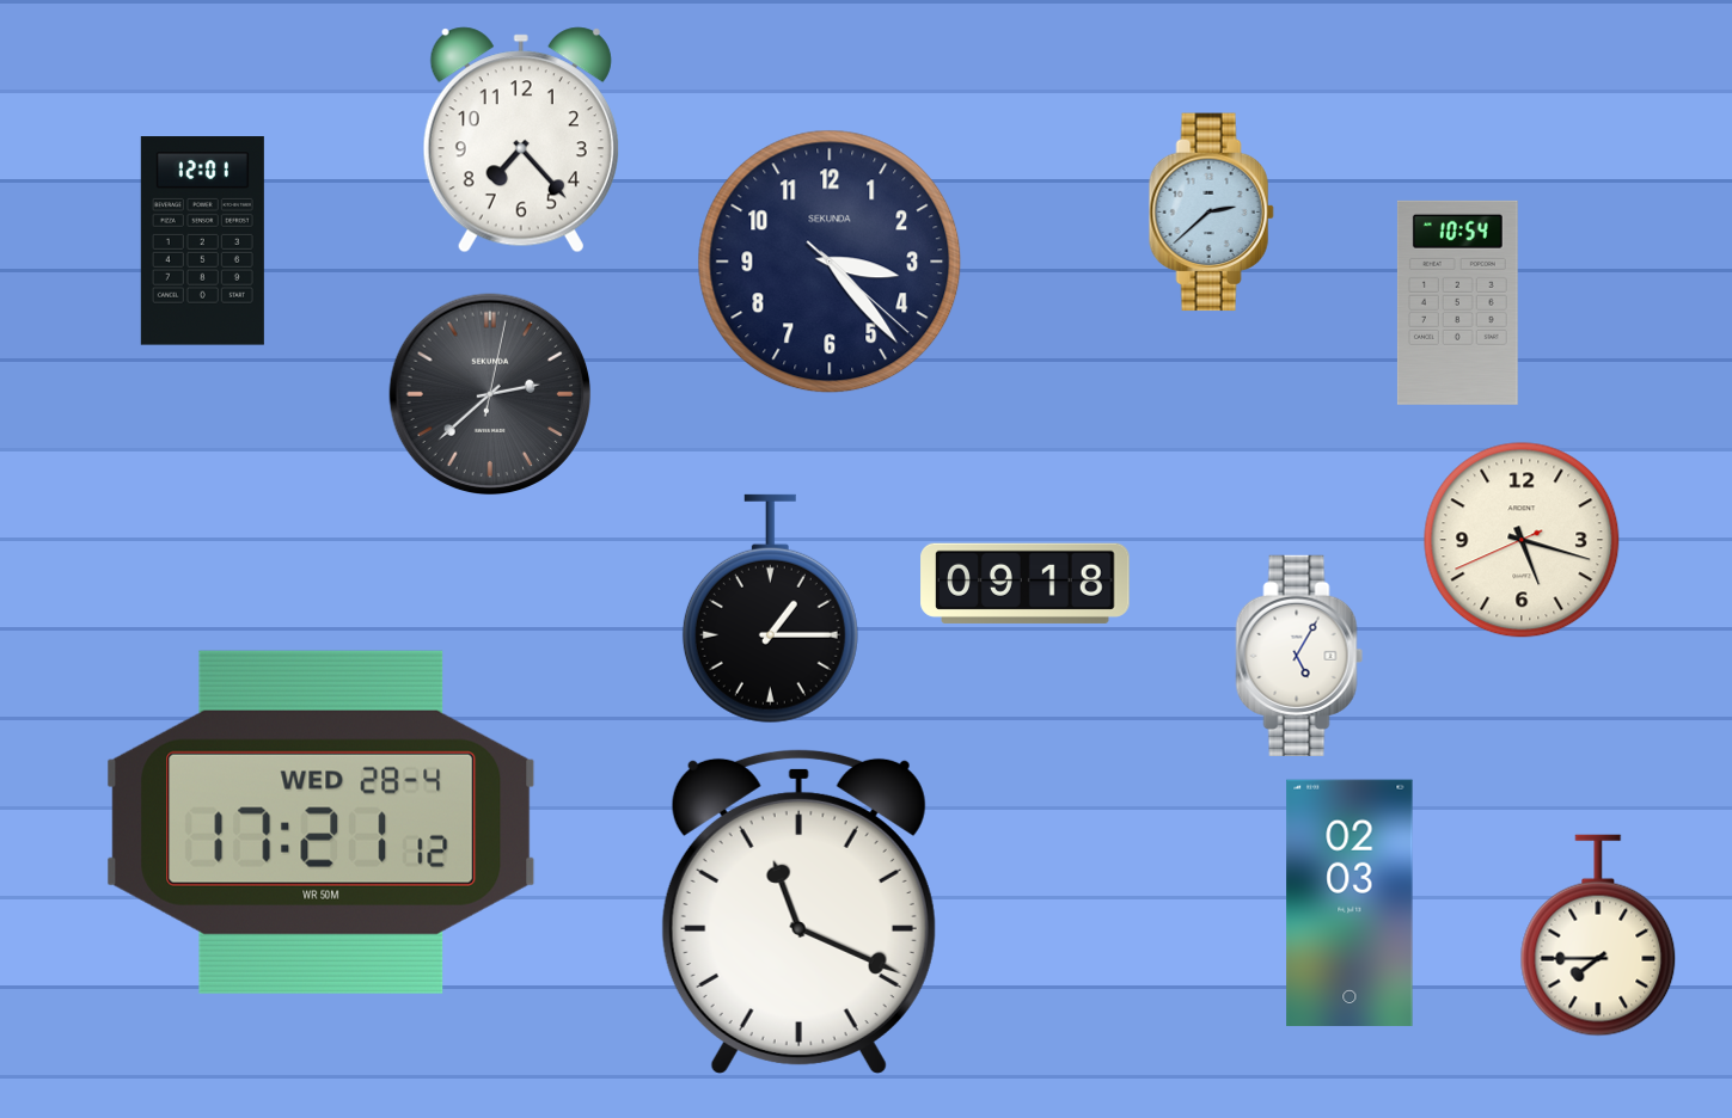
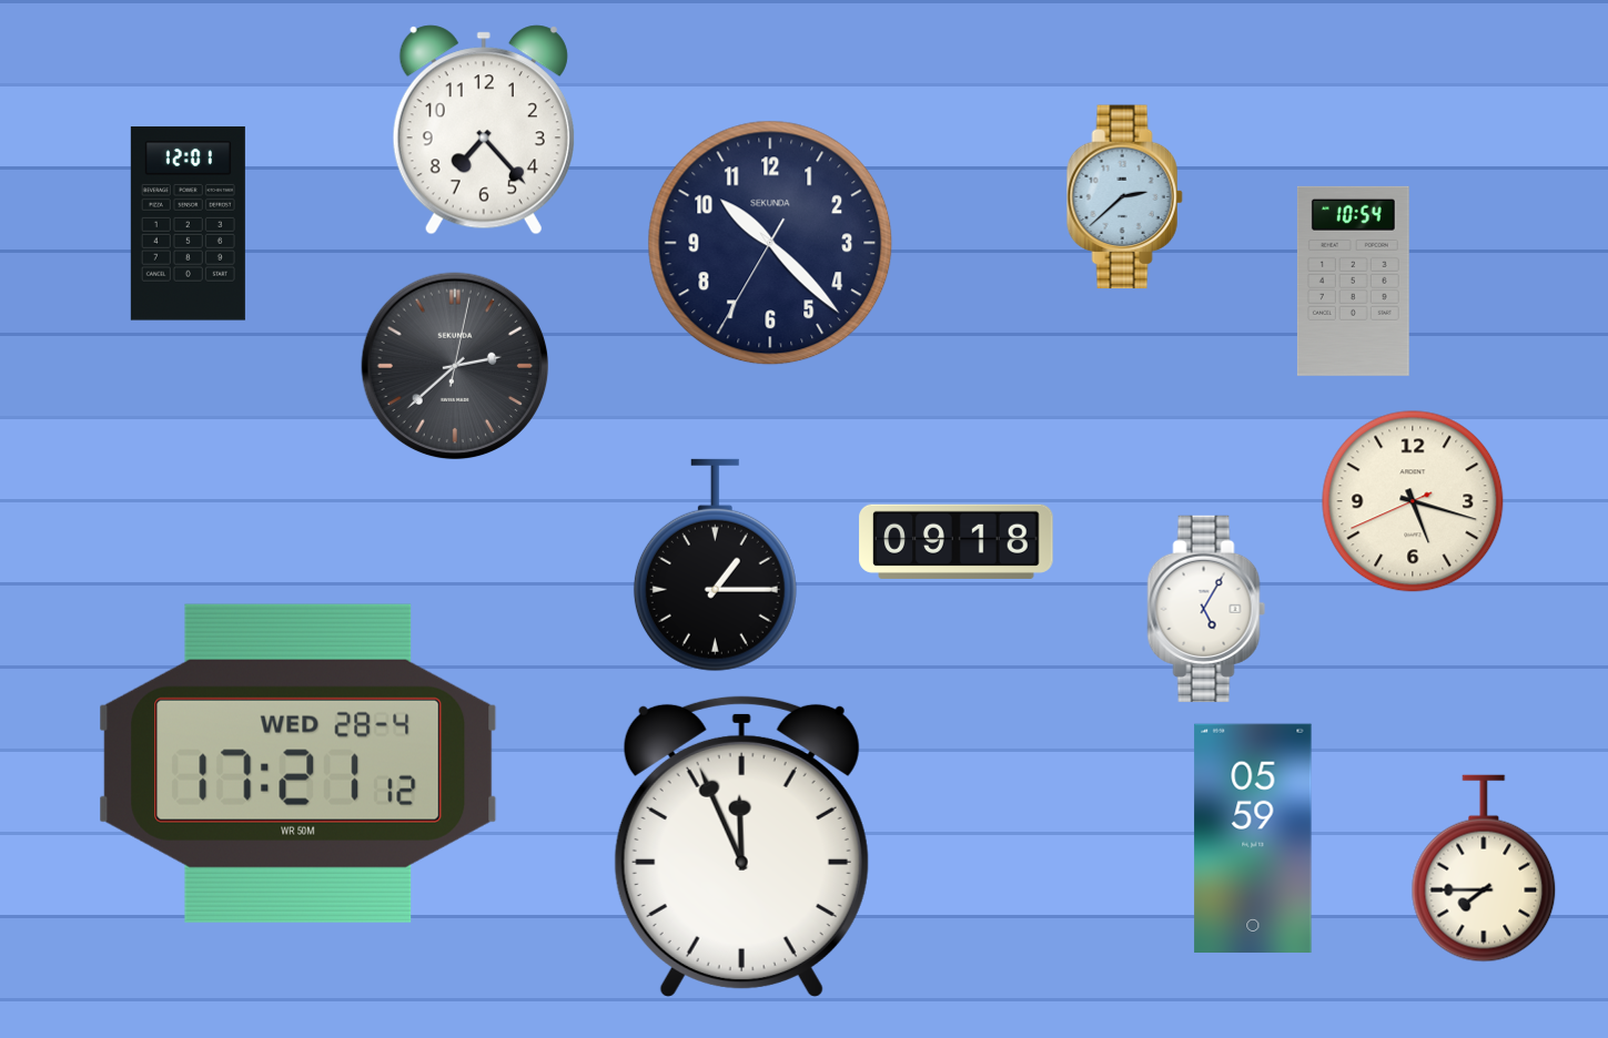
clock at (830, 262): 3:23 -> 10:22
clock at (1026, 583) position: (1026, 583) -> (957, 541)
clock at (1350, 903): 02:03 -> 05:59
clock at (798, 911): 11:19 -> 11:56
